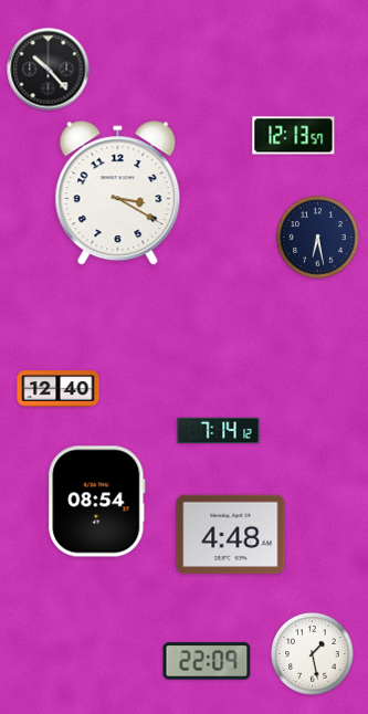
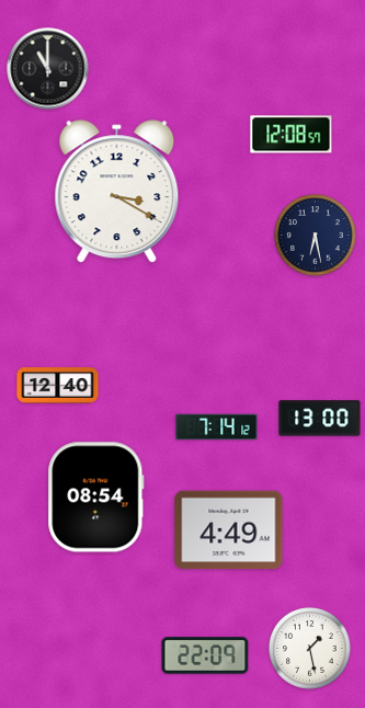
clock at (49, 70): 10:23 -> 11:00
clock at (294, 136): 12:13 -> 12:08
clock at (320, 419): none -> 13:00
clock at (231, 535): 4:48 -> 4:49
